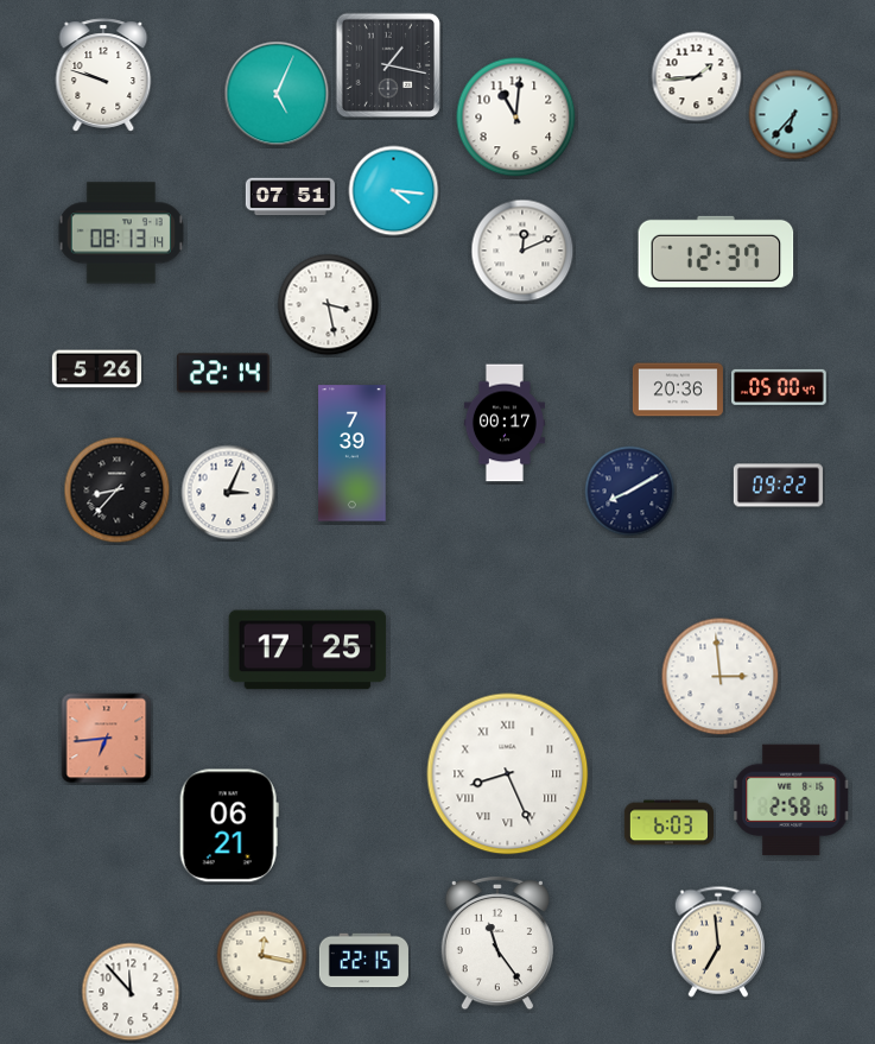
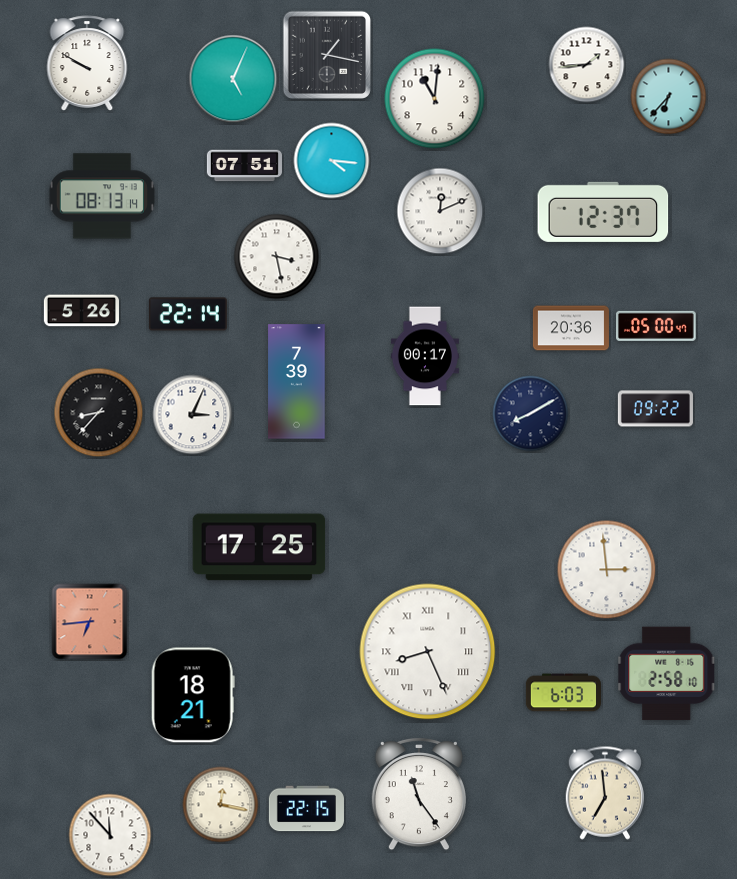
clock at (103, 75): 9:48 -> 9:50
clock at (229, 825): 06:21 -> 18:21
